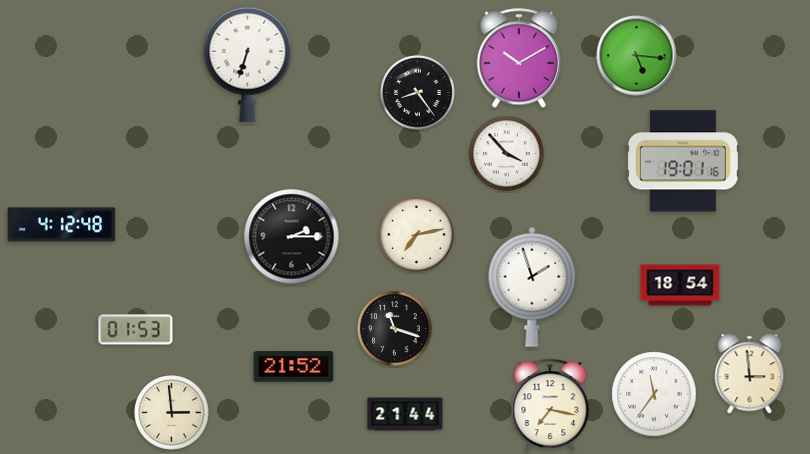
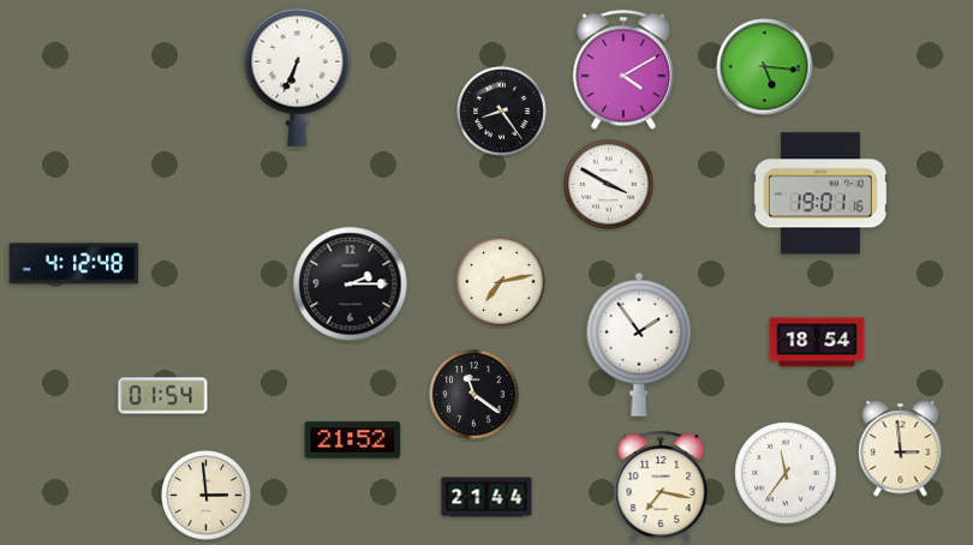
clock at (519, 58): 10:10 -> 4:10
clock at (248, 64): 6:33 -> 6:34
clock at (507, 154): 3:53 -> 3:50
clock at (62, 225) position: (62, 225) -> (74, 264)
clock at (532, 287): 1:57 -> 1:54
clock at (395, 329): 11:18 -> 11:21
clock at (136, 330): 01:53 -> 01:54
